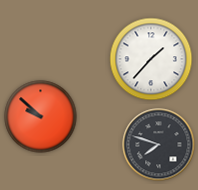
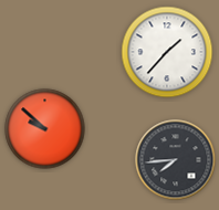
clock at (151, 59) position: (151, 59) -> (167, 52)
clock at (159, 145): 7:48 -> 7:44
